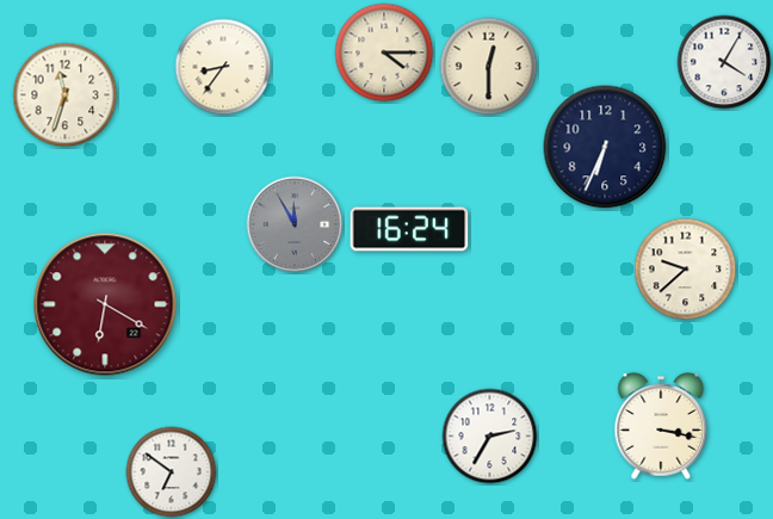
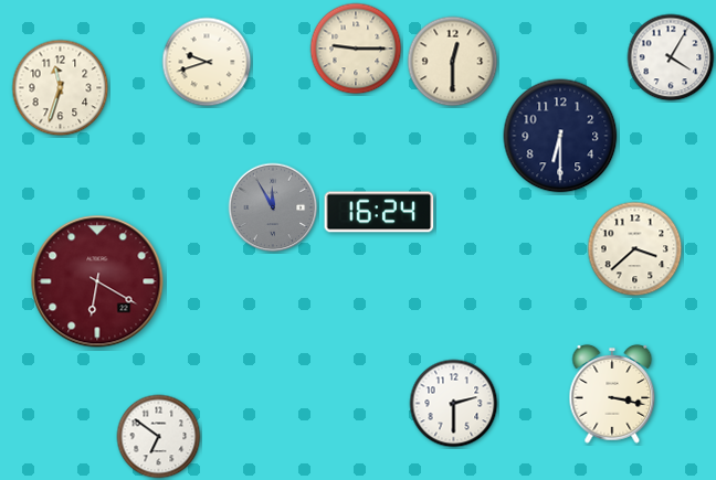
clock at (384, 52): 4:15 -> 9:15
clock at (223, 67): 8:36 -> 9:42
clock at (605, 147): 6:34 -> 6:30
clock at (686, 270): 9:38 -> 3:38
clock at (490, 437): 2:35 -> 2:30
